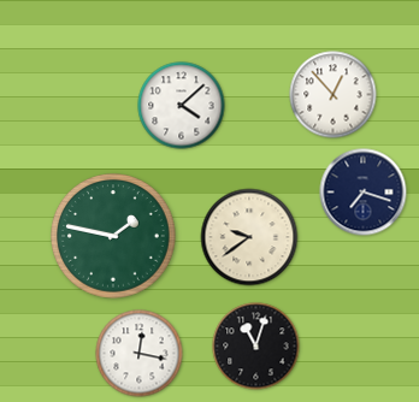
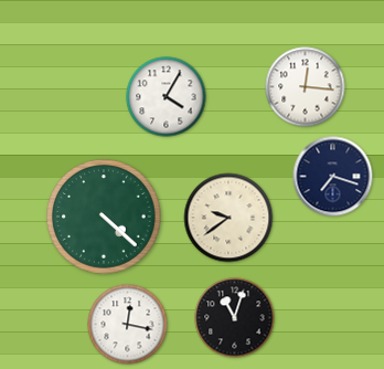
clock at (334, 95): 12:53 -> 12:16
clock at (182, 106): 4:08 -> 4:05
clock at (113, 236): 1:47 -> 4:22
